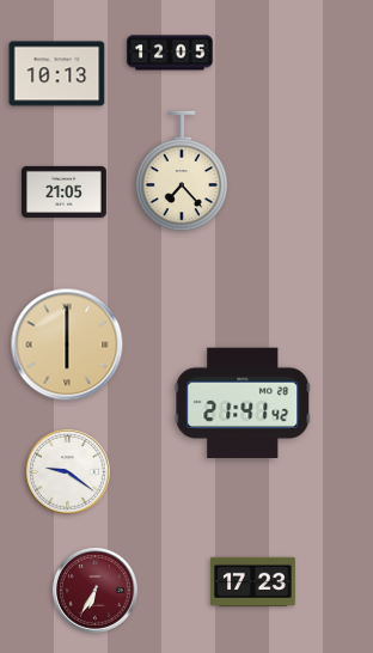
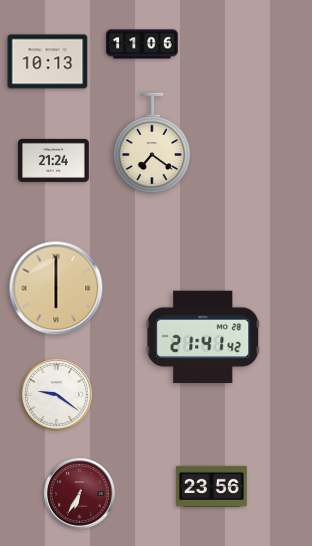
clock at (170, 53): 12:05 -> 11:06
clock at (181, 171): 7:23 -> 7:21
clock at (65, 191): 21:05 -> 21:24
clock at (253, 582): 17:23 -> 23:56
